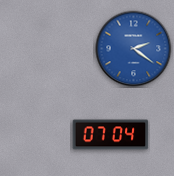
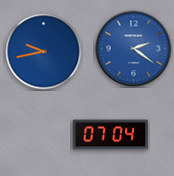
clock at (44, 52): none -> 9:43
